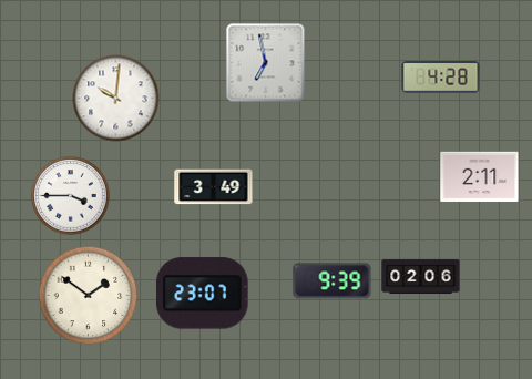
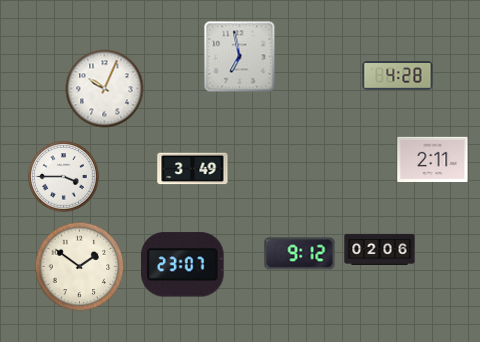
clock at (441, 78) position: (441, 78) -> (398, 76)
clock at (116, 99): 10:01 -> 10:04
clock at (332, 281): 9:39 -> 9:12
